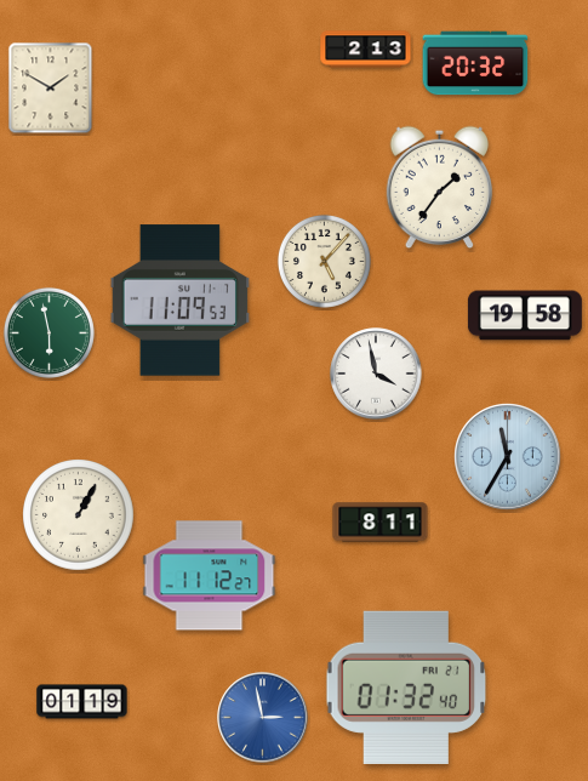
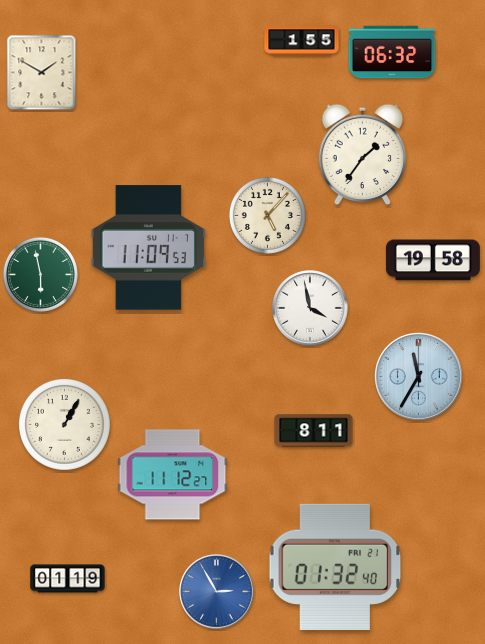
clock at (366, 50): 2:13 -> 1:55
clock at (475, 63): 20:32 -> 06:32
clock at (263, 718): 2:58 -> 2:55
